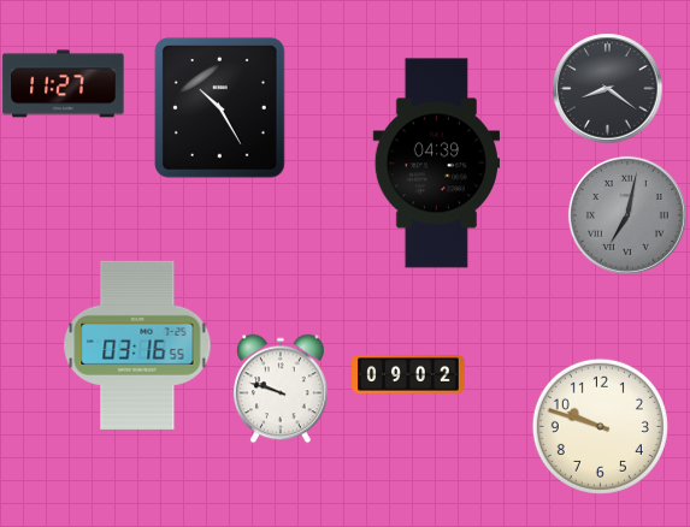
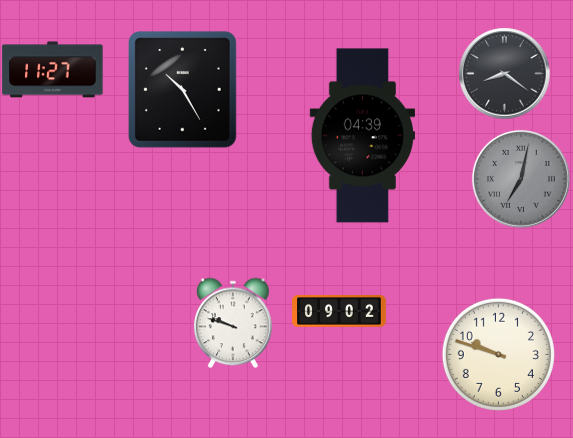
clock at (137, 345): 03:16 -> none
